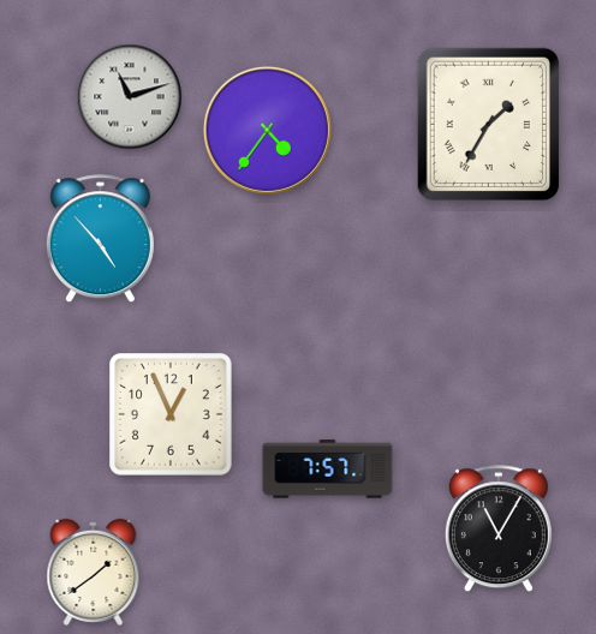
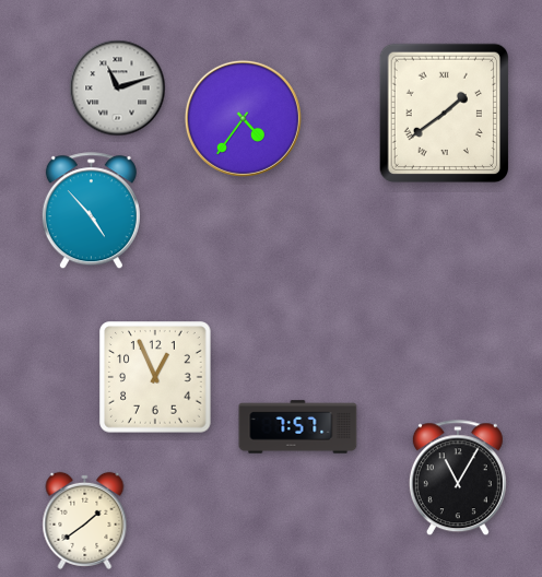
clock at (488, 124): 1:35 -> 1:39
clock at (100, 239) position: (100, 239) -> (91, 211)
clock at (499, 530) position: (499, 530) -> (458, 479)
